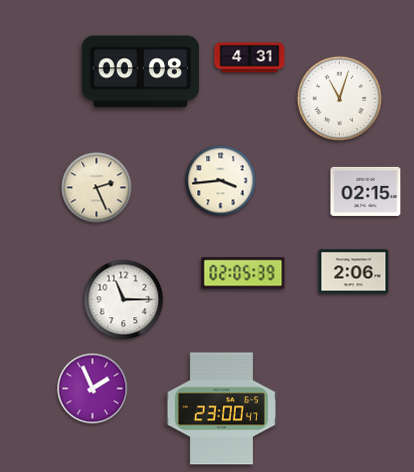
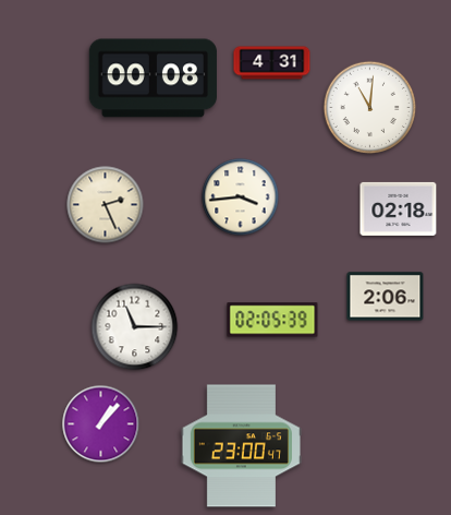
clock at (339, 98): 11:03 -> 11:01
clock at (366, 191): 02:15 -> 02:18
clock at (243, 273) position: (243, 273) -> (272, 320)
clock at (93, 389): 1:56 -> 1:07
